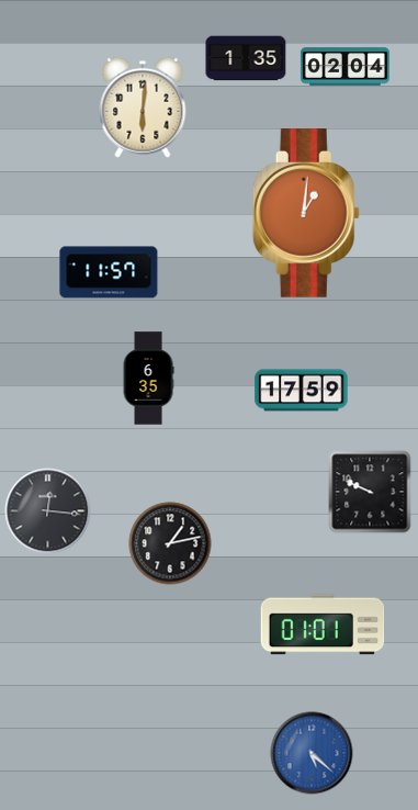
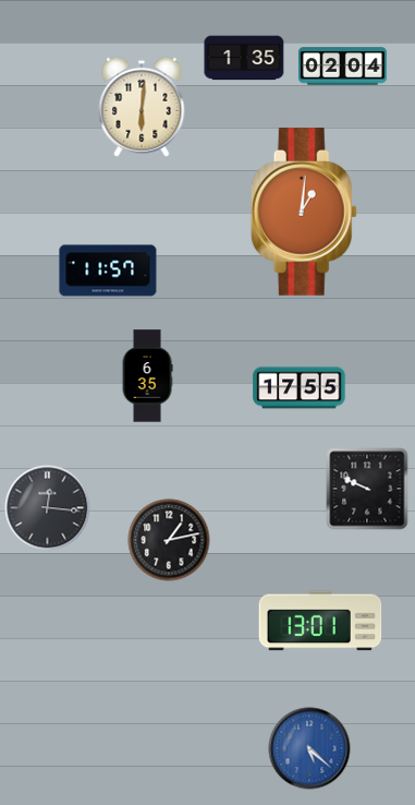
clock at (302, 391): 17:59 -> 17:55
clock at (323, 625): 01:01 -> 13:01
